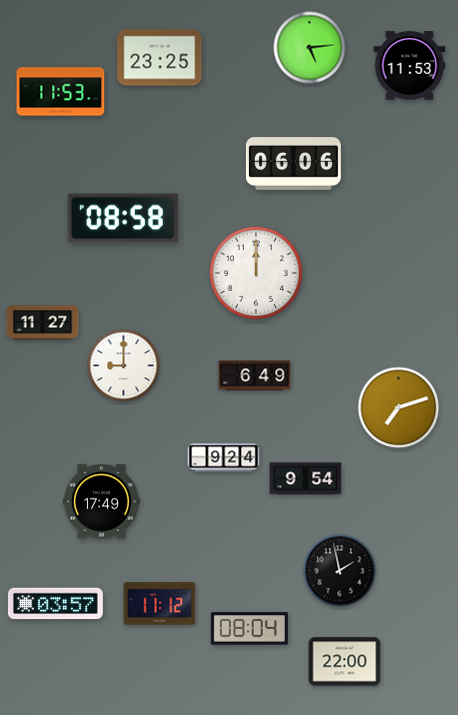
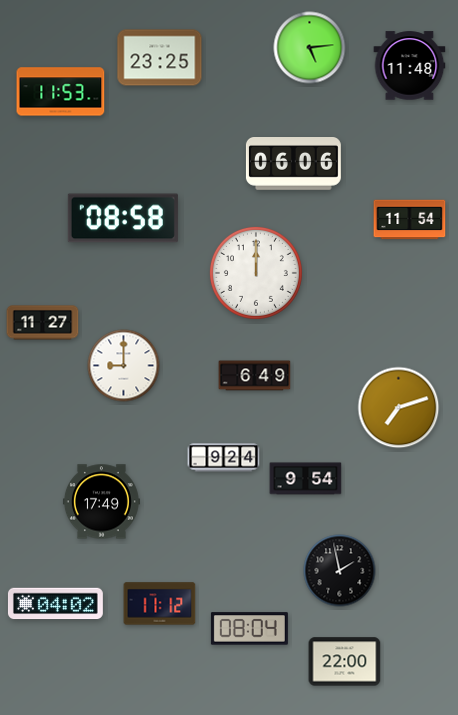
clock at (410, 66): 11:53 -> 11:48
clock at (410, 220): none -> 11:54
clock at (55, 604): 03:57 -> 04:02
